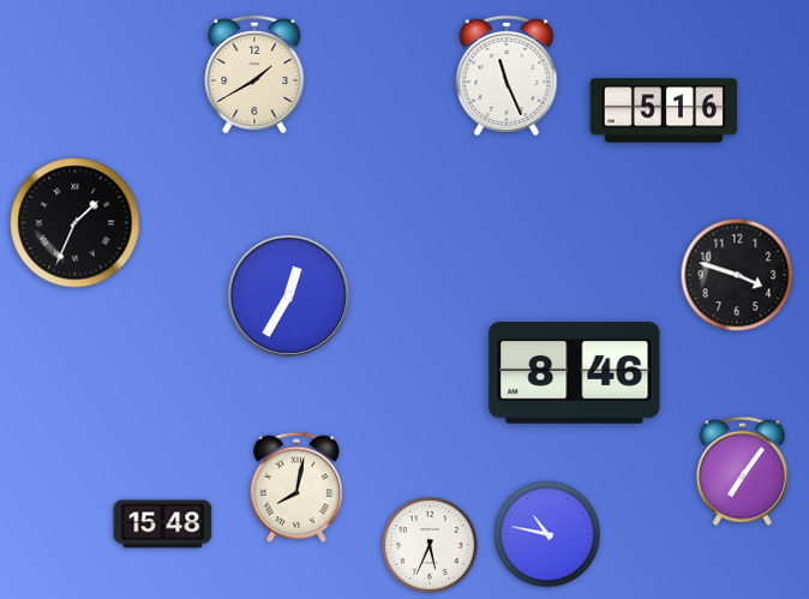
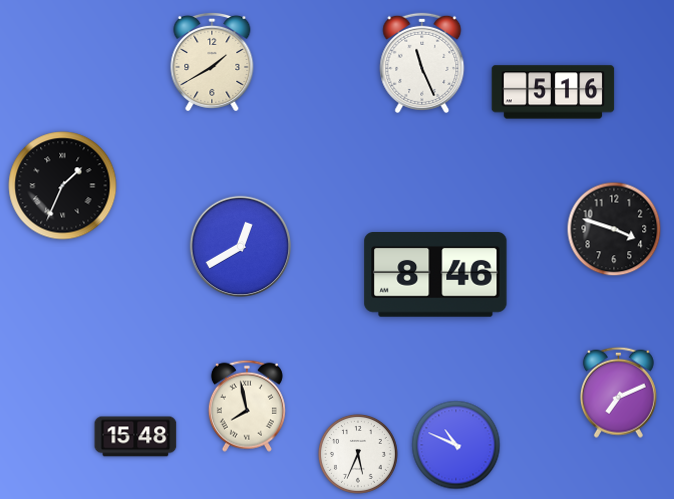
clock at (288, 295): 12:35 -> 12:40
clock at (575, 373) position: (575, 373) -> (436, 275)
clock at (742, 471): 7:06 -> 7:11
clock at (296, 487): 8:02 -> 7:58
clock at (547, 534): 10:47 -> 10:49
